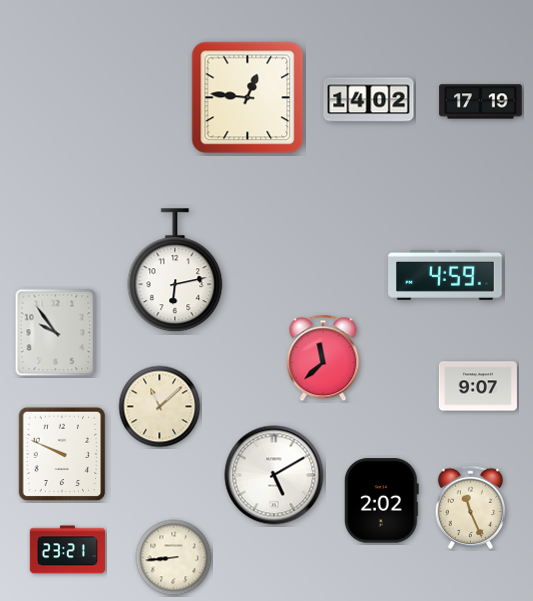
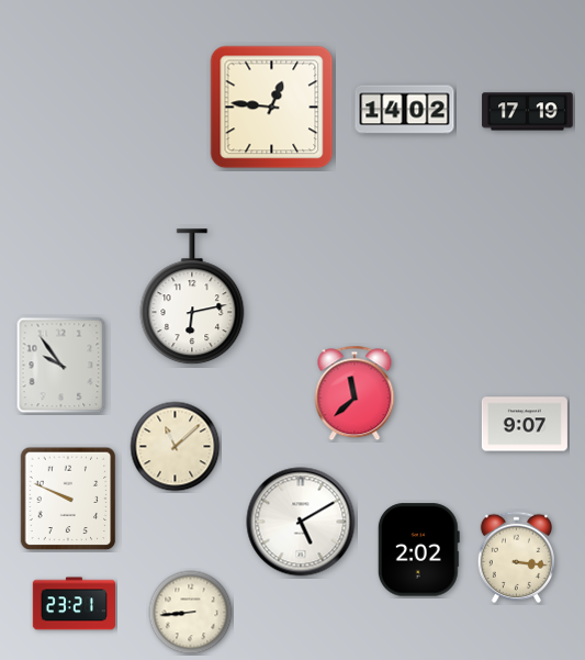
clock at (445, 275): 4:59 -> none
clock at (470, 507): 11:26 -> 3:16
